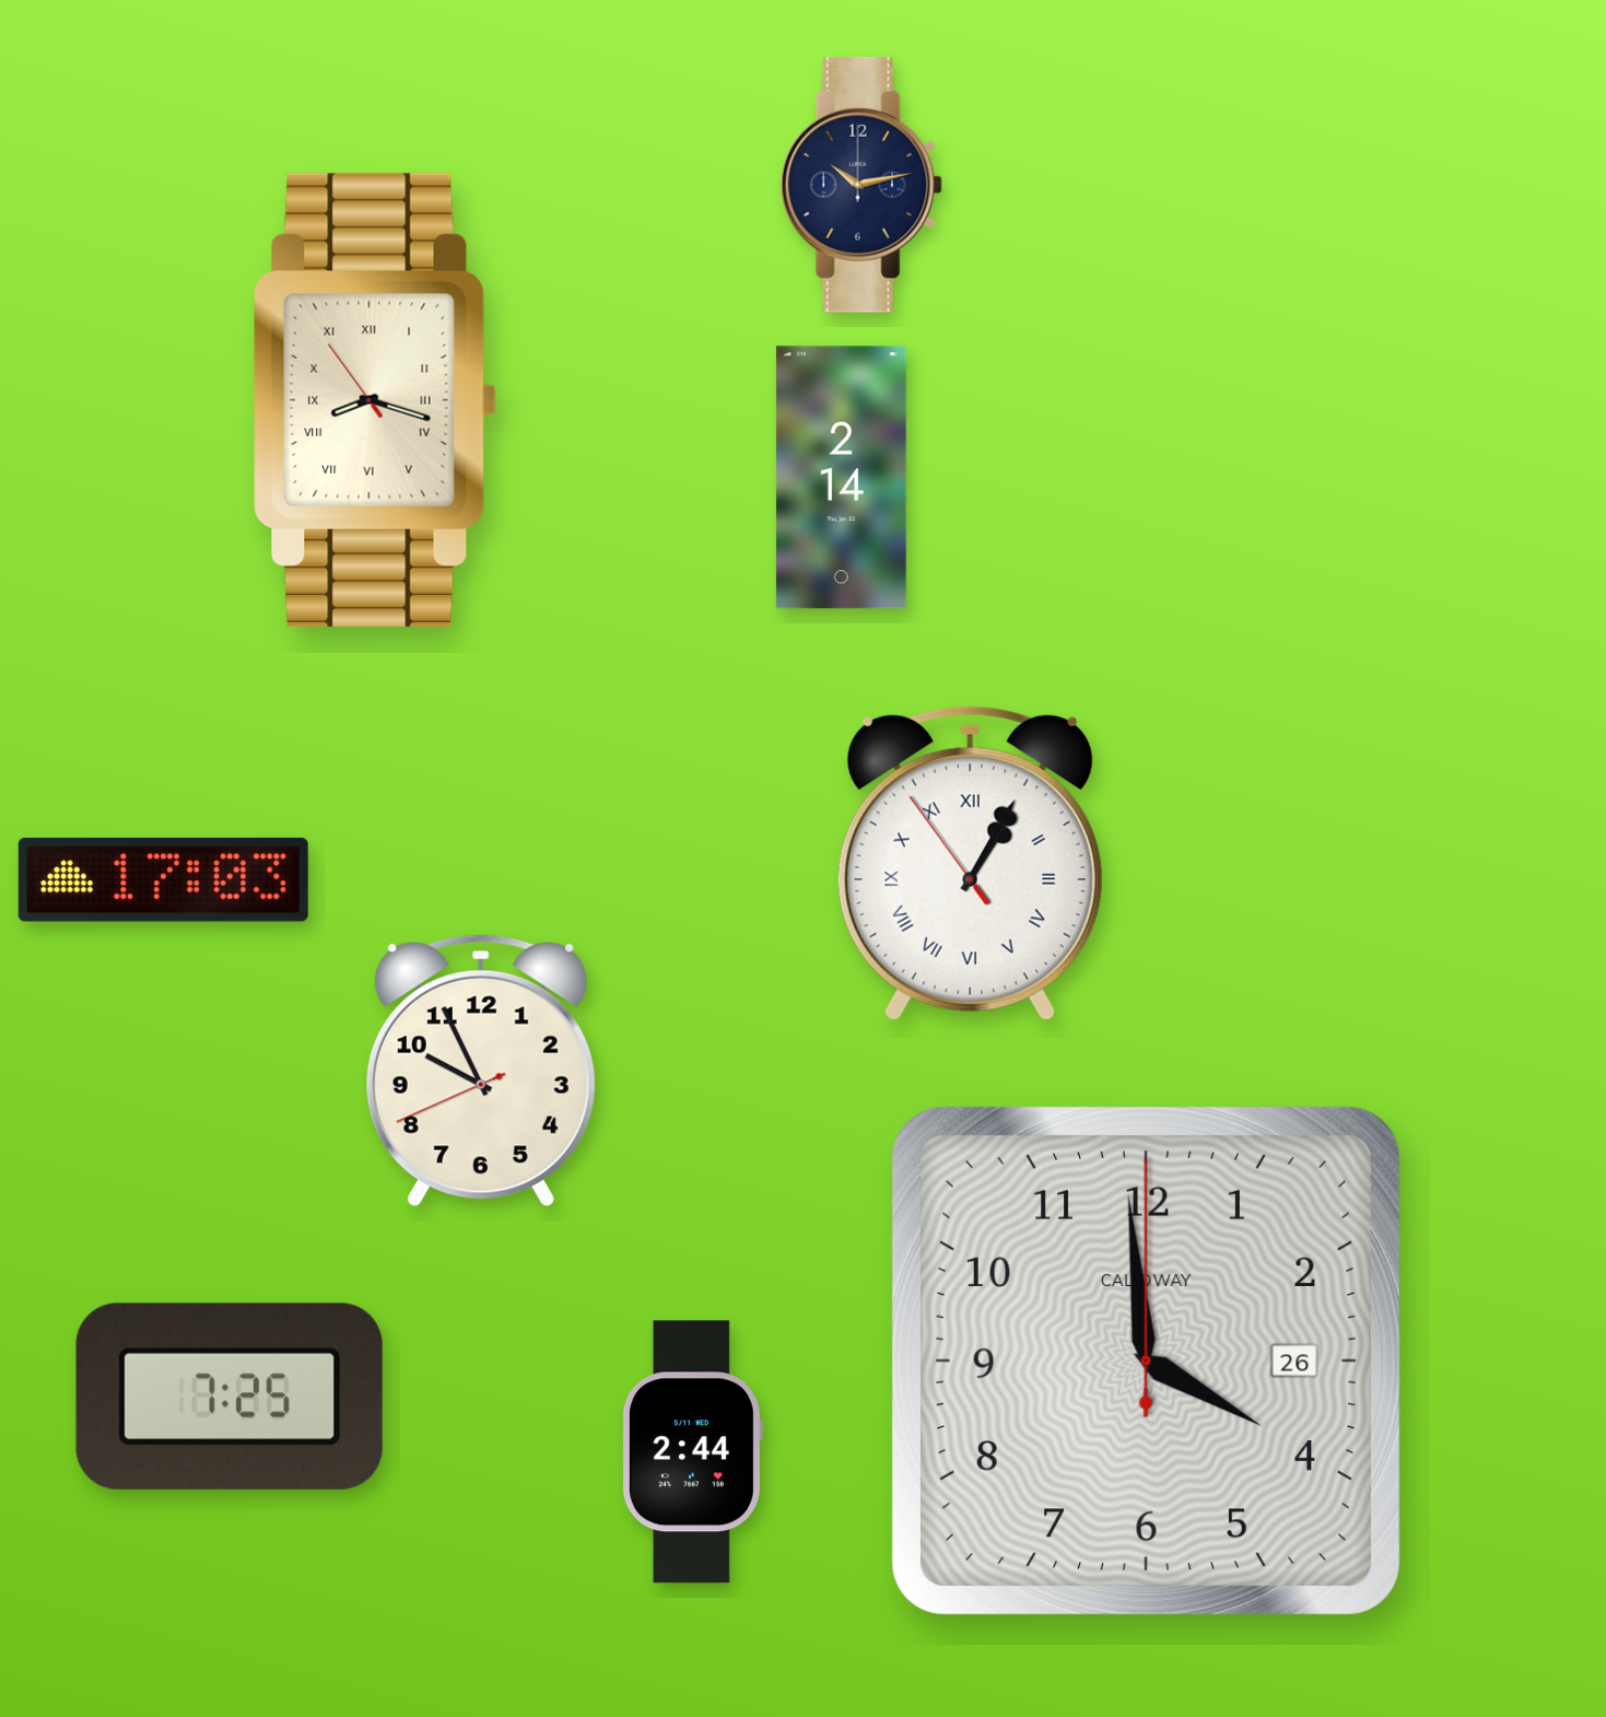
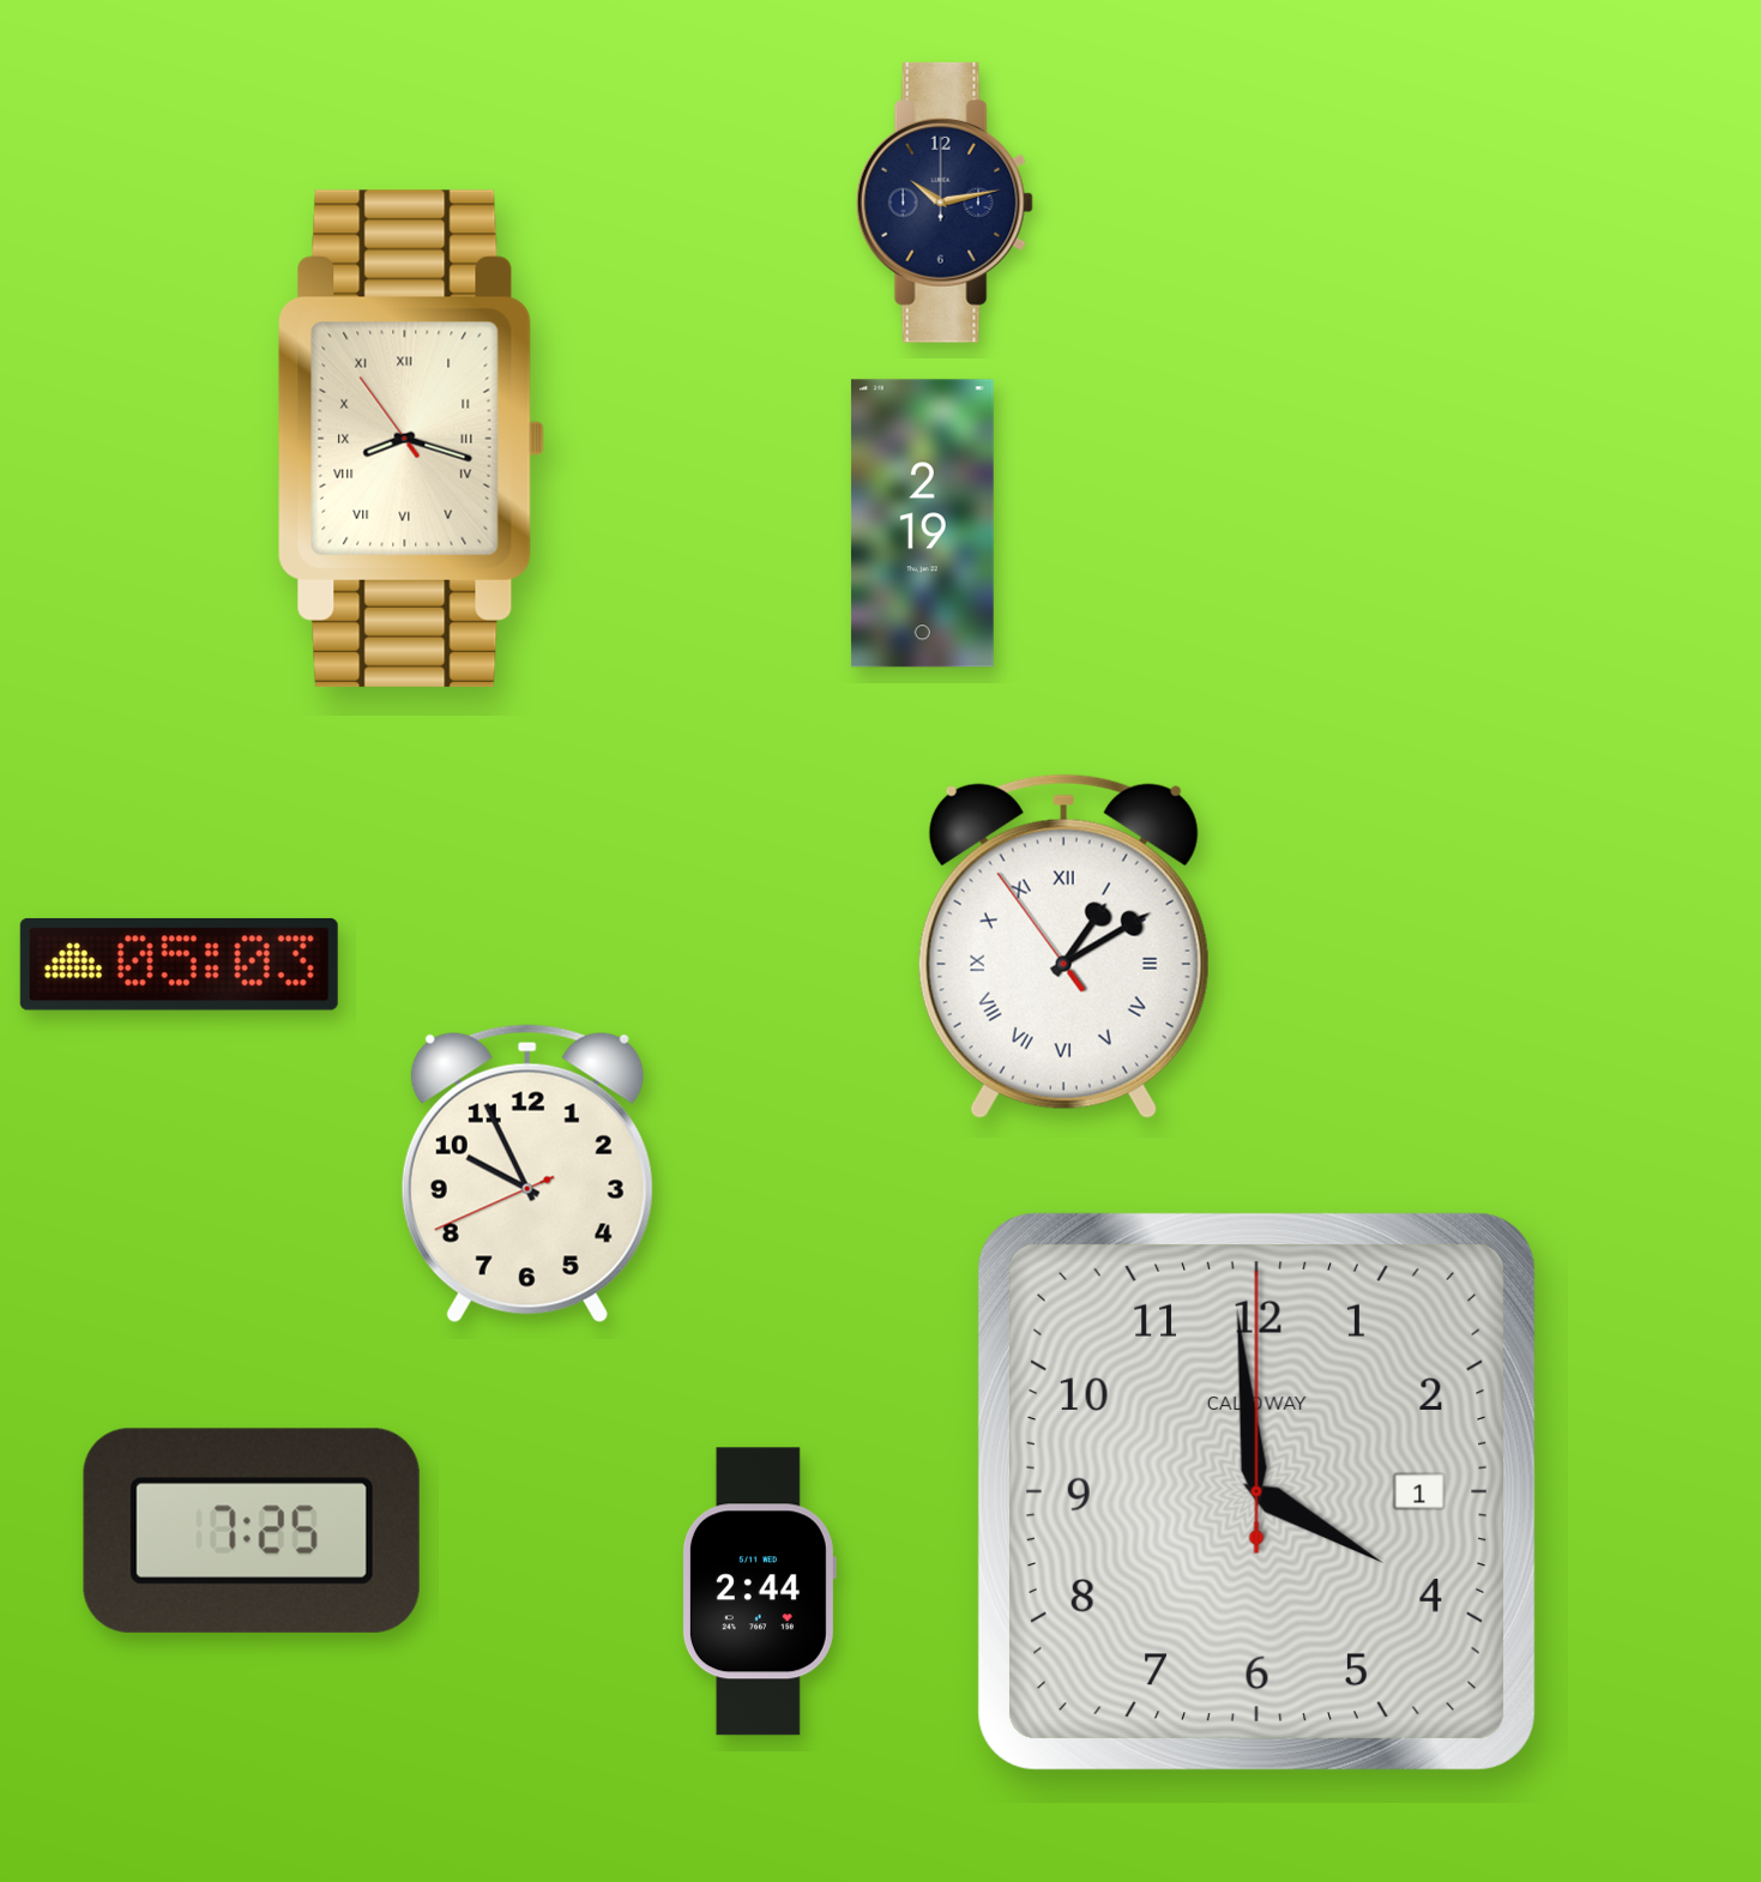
clock at (841, 478): 2:14 -> 2:19
clock at (970, 863): 1:04 -> 1:09
clock at (163, 879): 17:03 -> 05:03
clock at (1146, 1360) date: 26 -> 1
